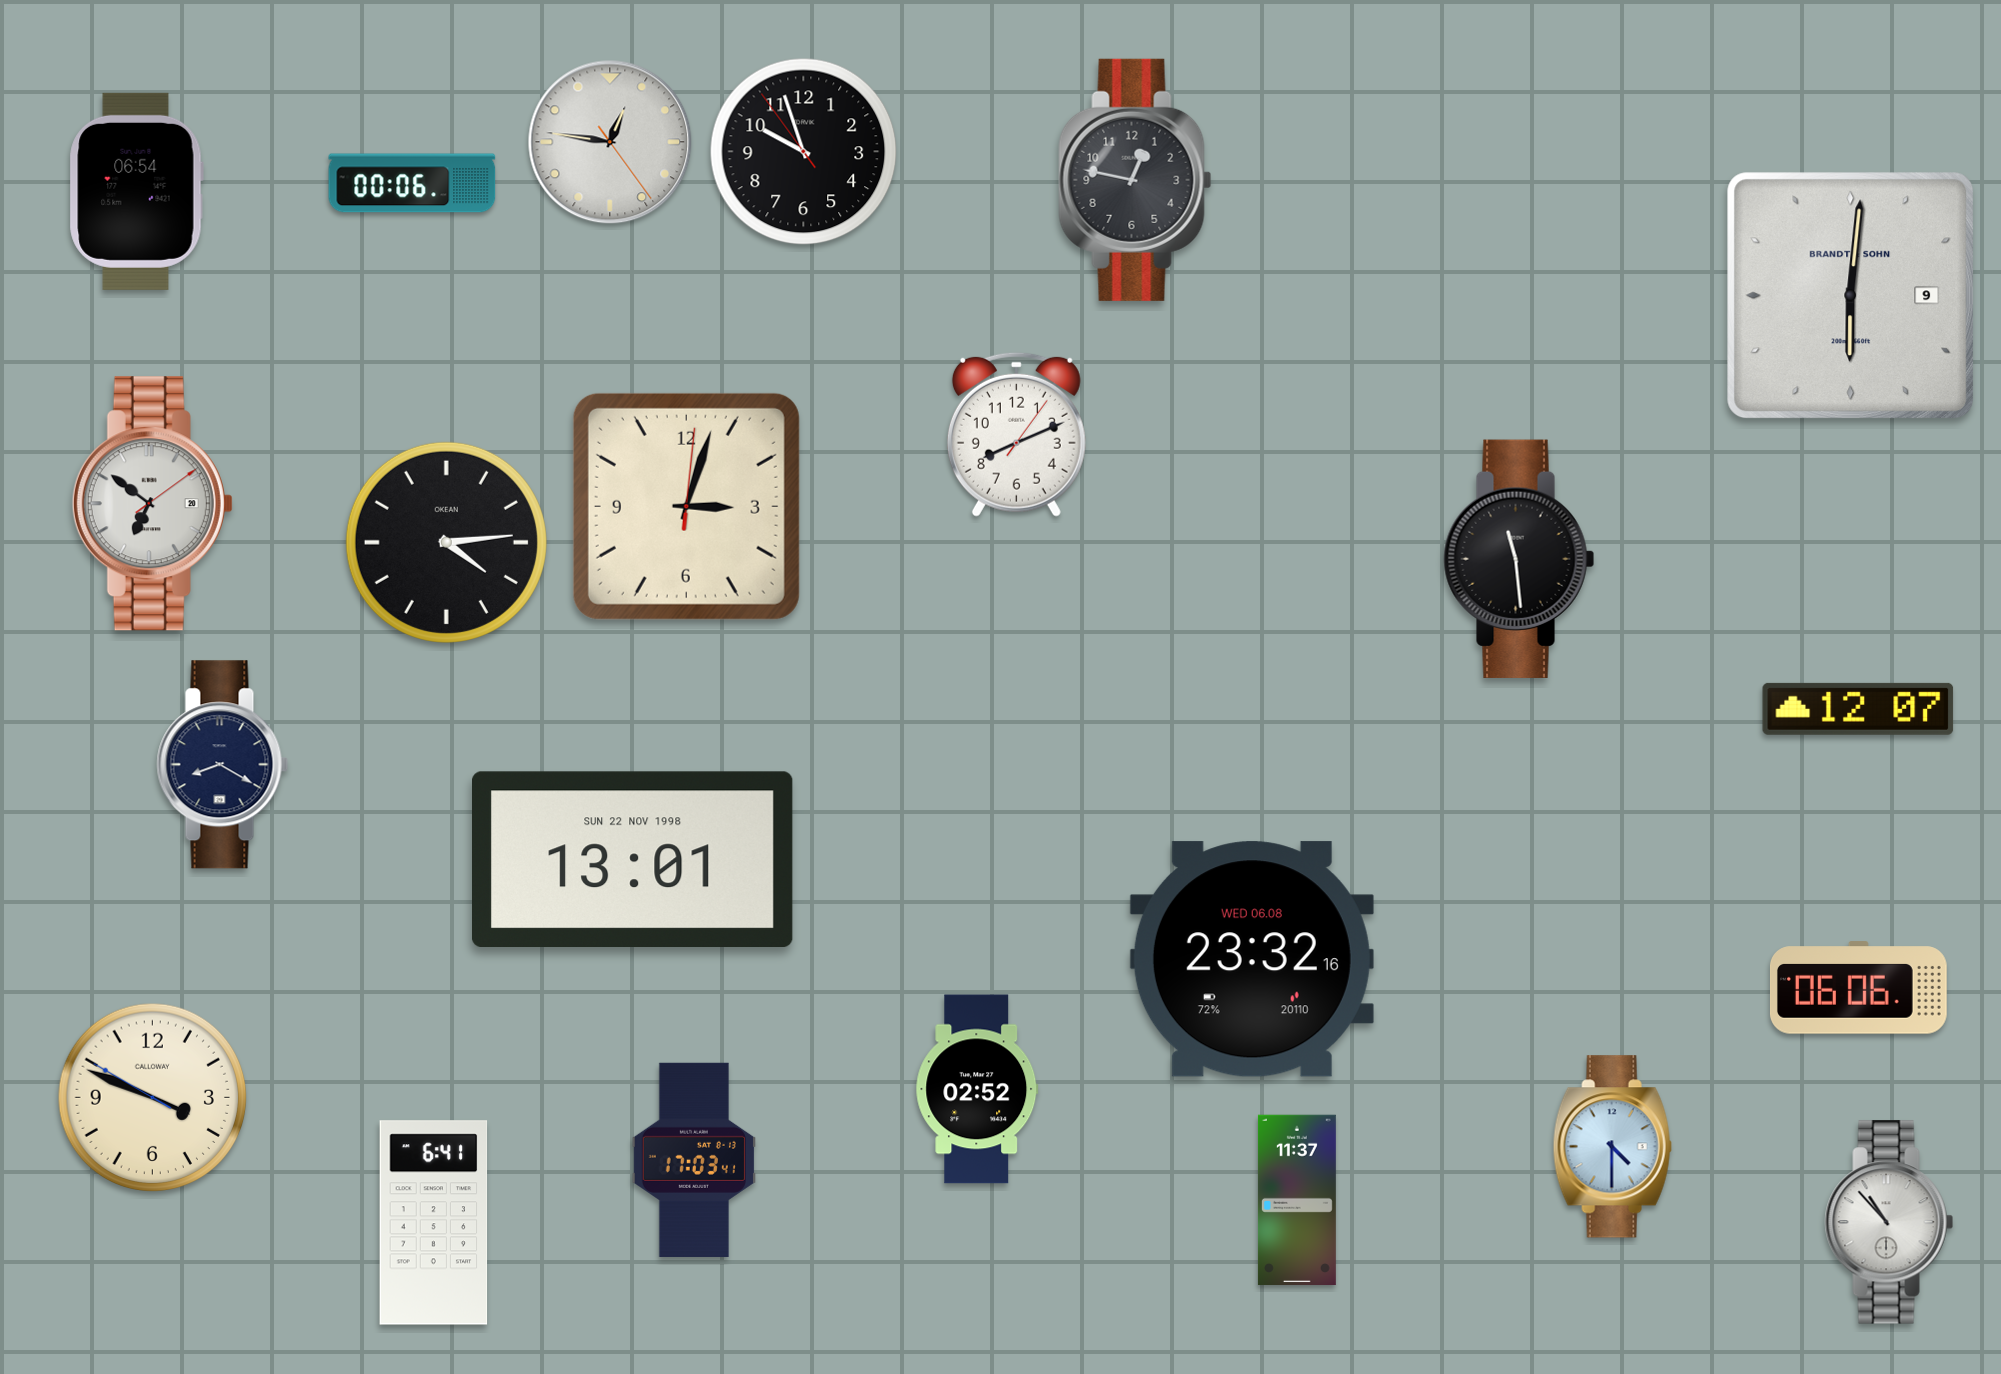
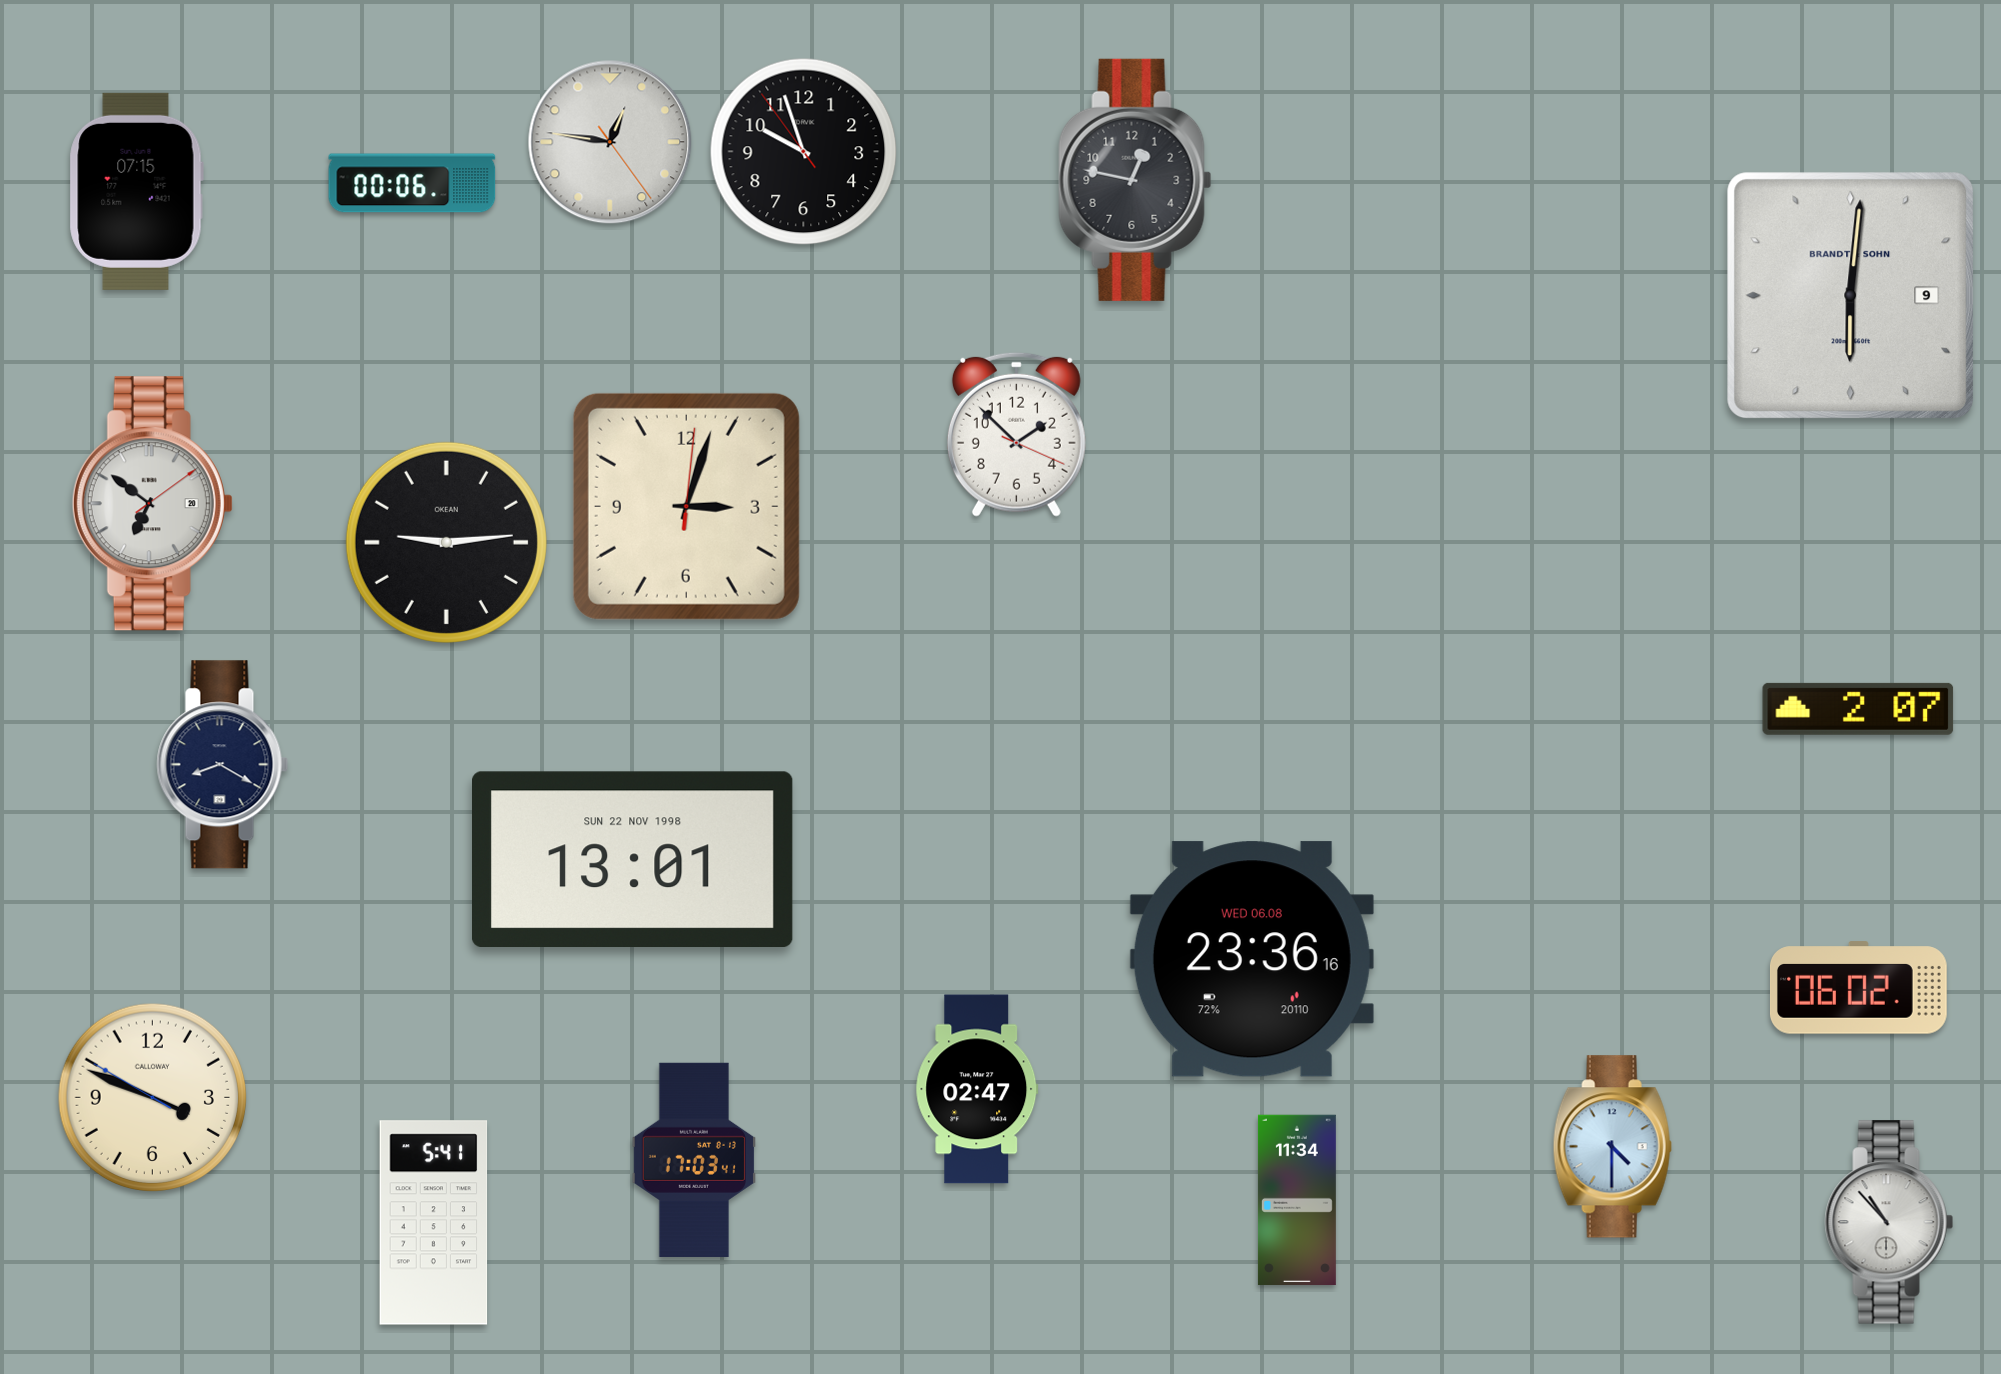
clock at (136, 191): 06:54 -> 07:15
clock at (1016, 434): 8:11 -> 1:52
clock at (446, 542): 4:14 -> 9:14
clock at (1519, 559): 11:29 -> none
clock at (1858, 709): 12:07 -> 2:07
clock at (1252, 959): 23:32 -> 23:36
clock at (1858, 988): 06:06 -> 06:02
clock at (977, 1089): 02:52 -> 02:47
clock at (1297, 1200): 11:37 -> 11:34
clock at (434, 1223): 6:41 -> 5:41
